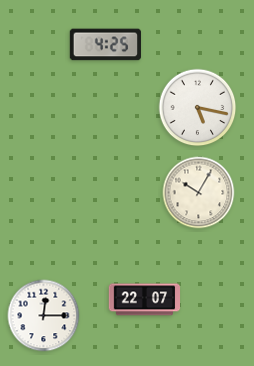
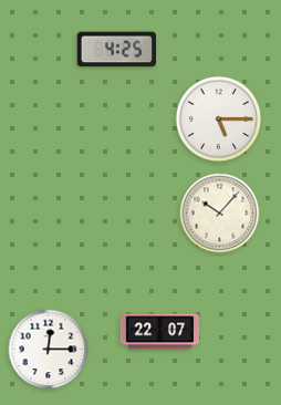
clock at (198, 108): 5:17 -> 5:15
clock at (199, 193): 10:05 -> 10:07
